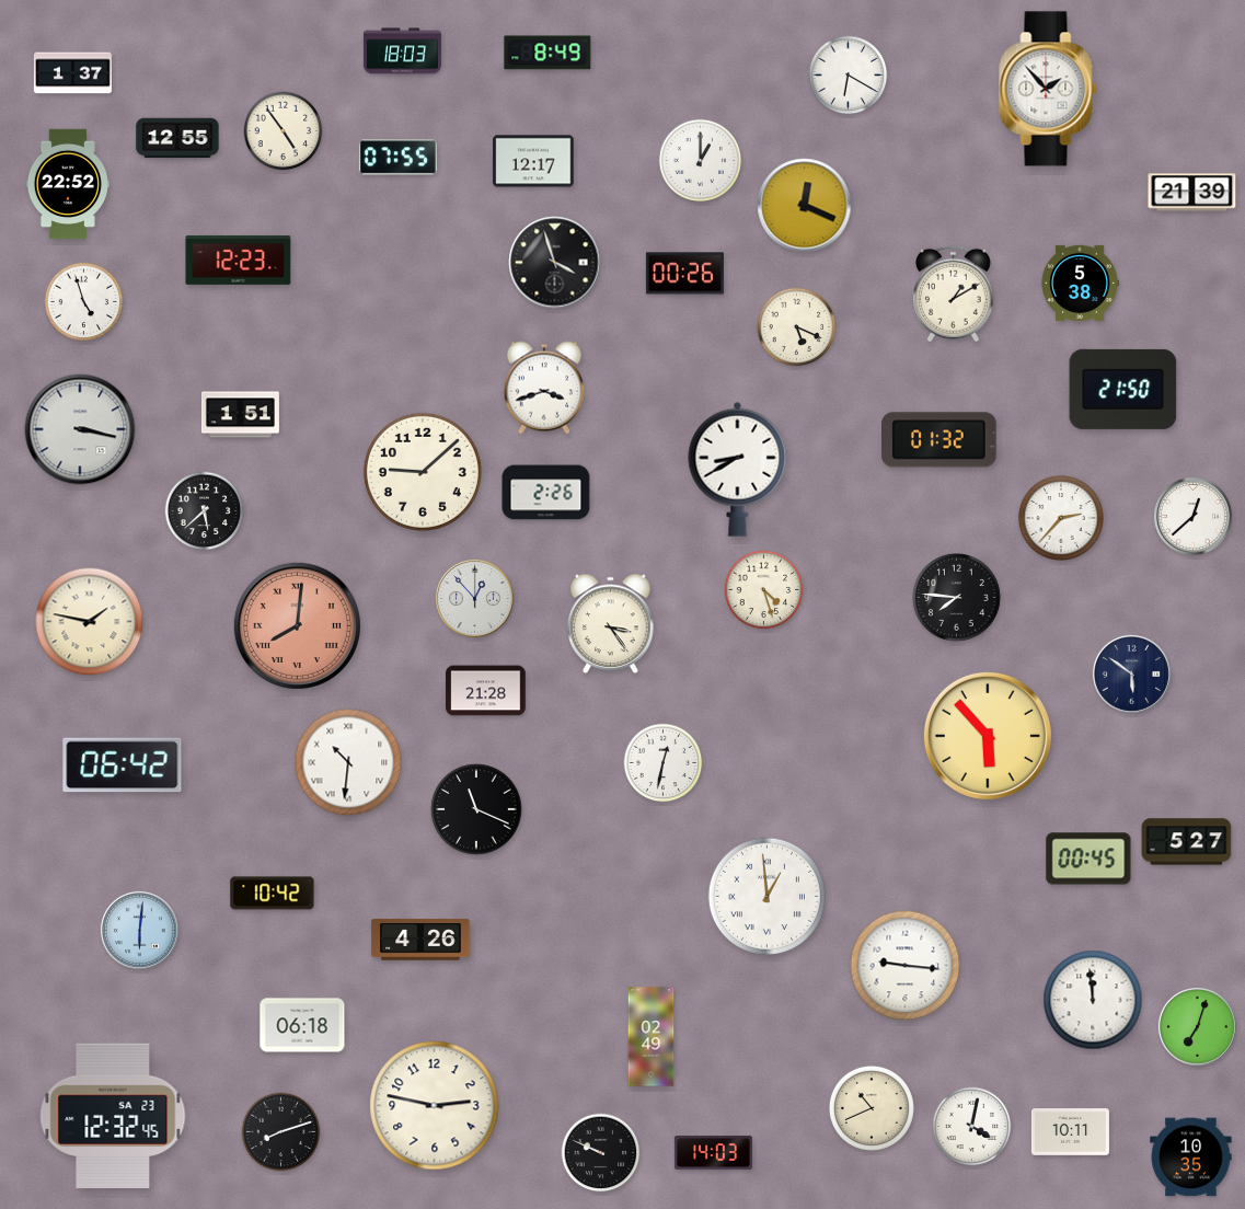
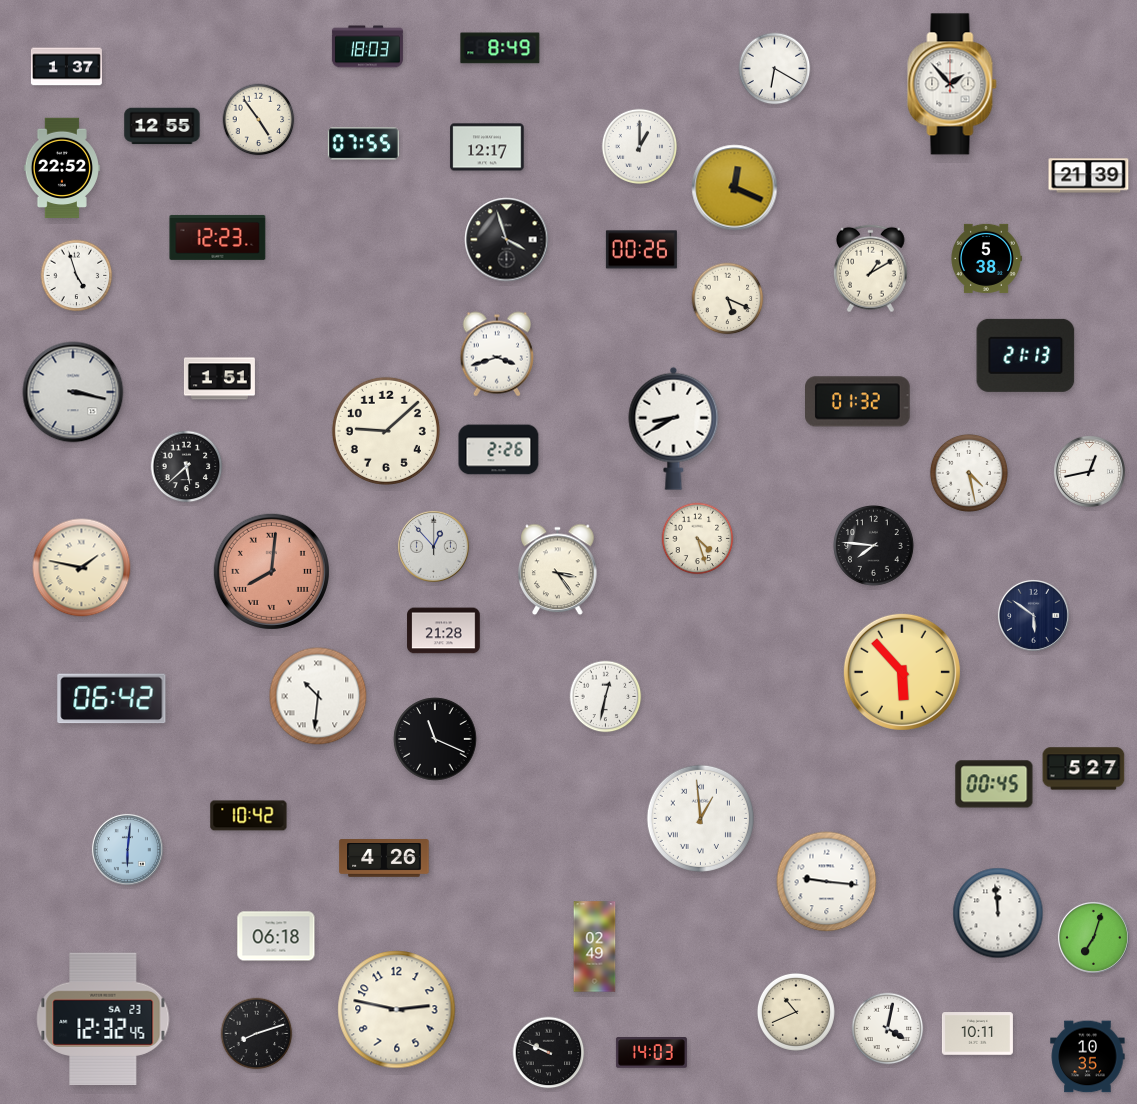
clock at (1048, 89) position: (1048, 89) -> (952, 84)
clock at (684, 274) position: (684, 274) -> (641, 250)
clock at (1123, 389): 21:50 -> 21:13
clock at (1192, 516): 12:38 -> 12:43
clock at (1061, 518): 2:37 -> 4:28
